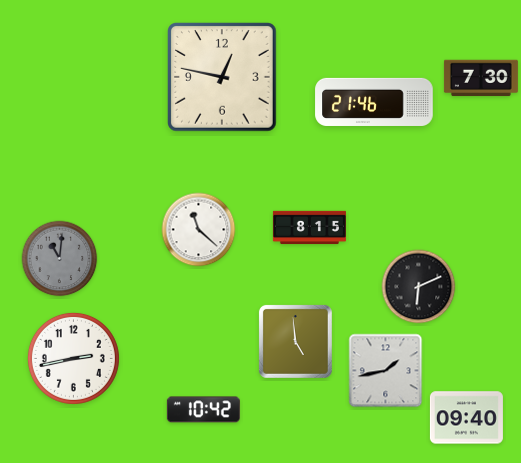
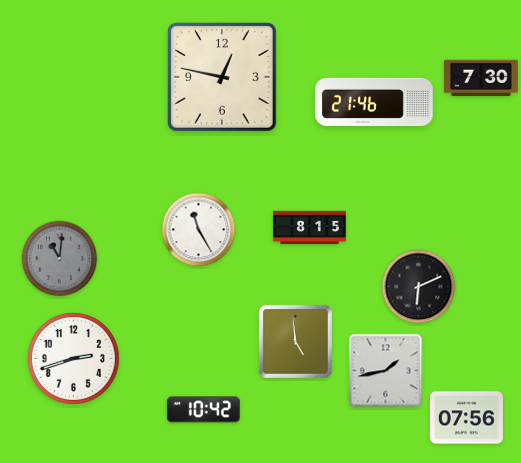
clock at (199, 230): 11:22 -> 11:25
clock at (73, 358): 2:43 -> 2:42
clock at (466, 418): 09:40 -> 07:56
